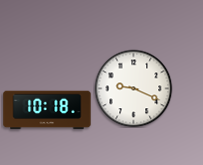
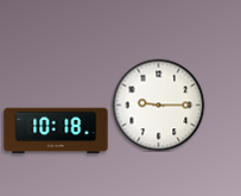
clock at (133, 88): 9:19 -> 9:15
